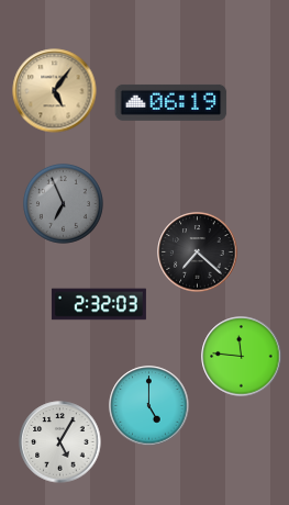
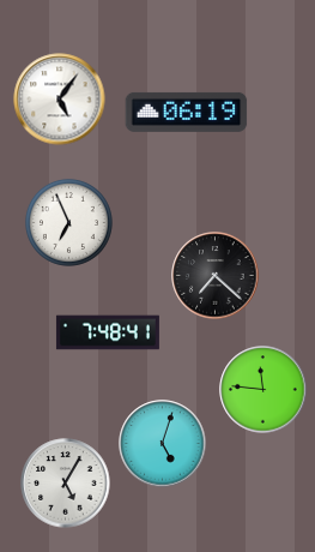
clock at (55, 91) dial: champagne -> white
clock at (63, 203) dial: grey -> white
clock at (99, 304): 2:32 -> 7:48
clock at (149, 406): 5:00 -> 5:03
